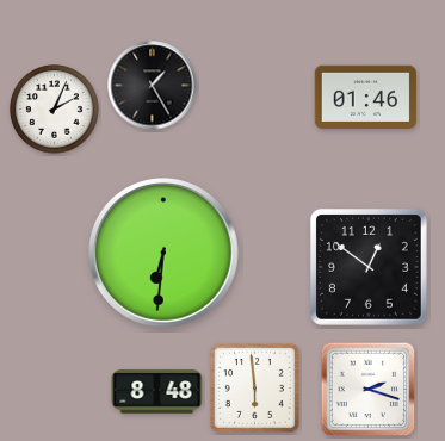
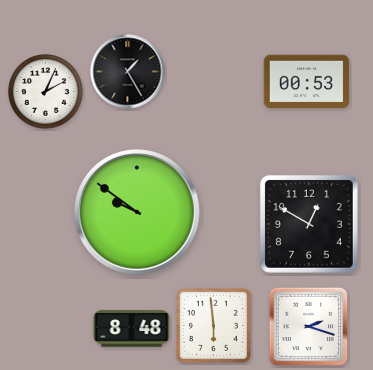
clock at (366, 97): 01:46 -> 00:53
clock at (165, 254): 6:31 -> 9:51
clock at (369, 267): 12:51 -> 12:50
